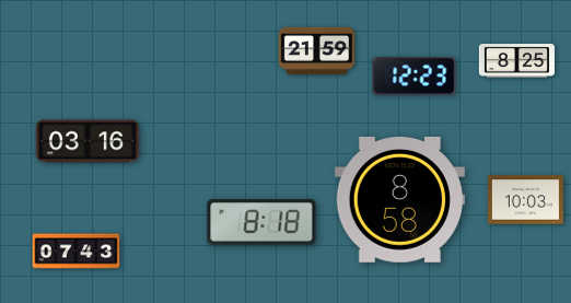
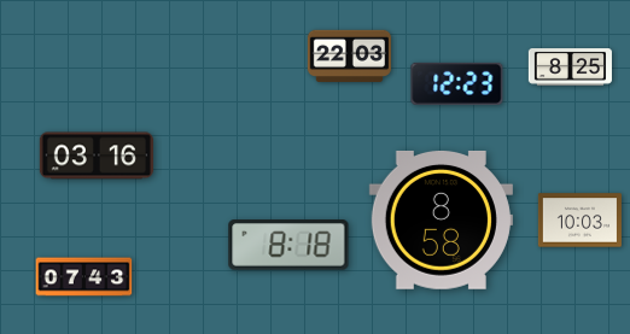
clock at (316, 50): 21:59 -> 22:03
